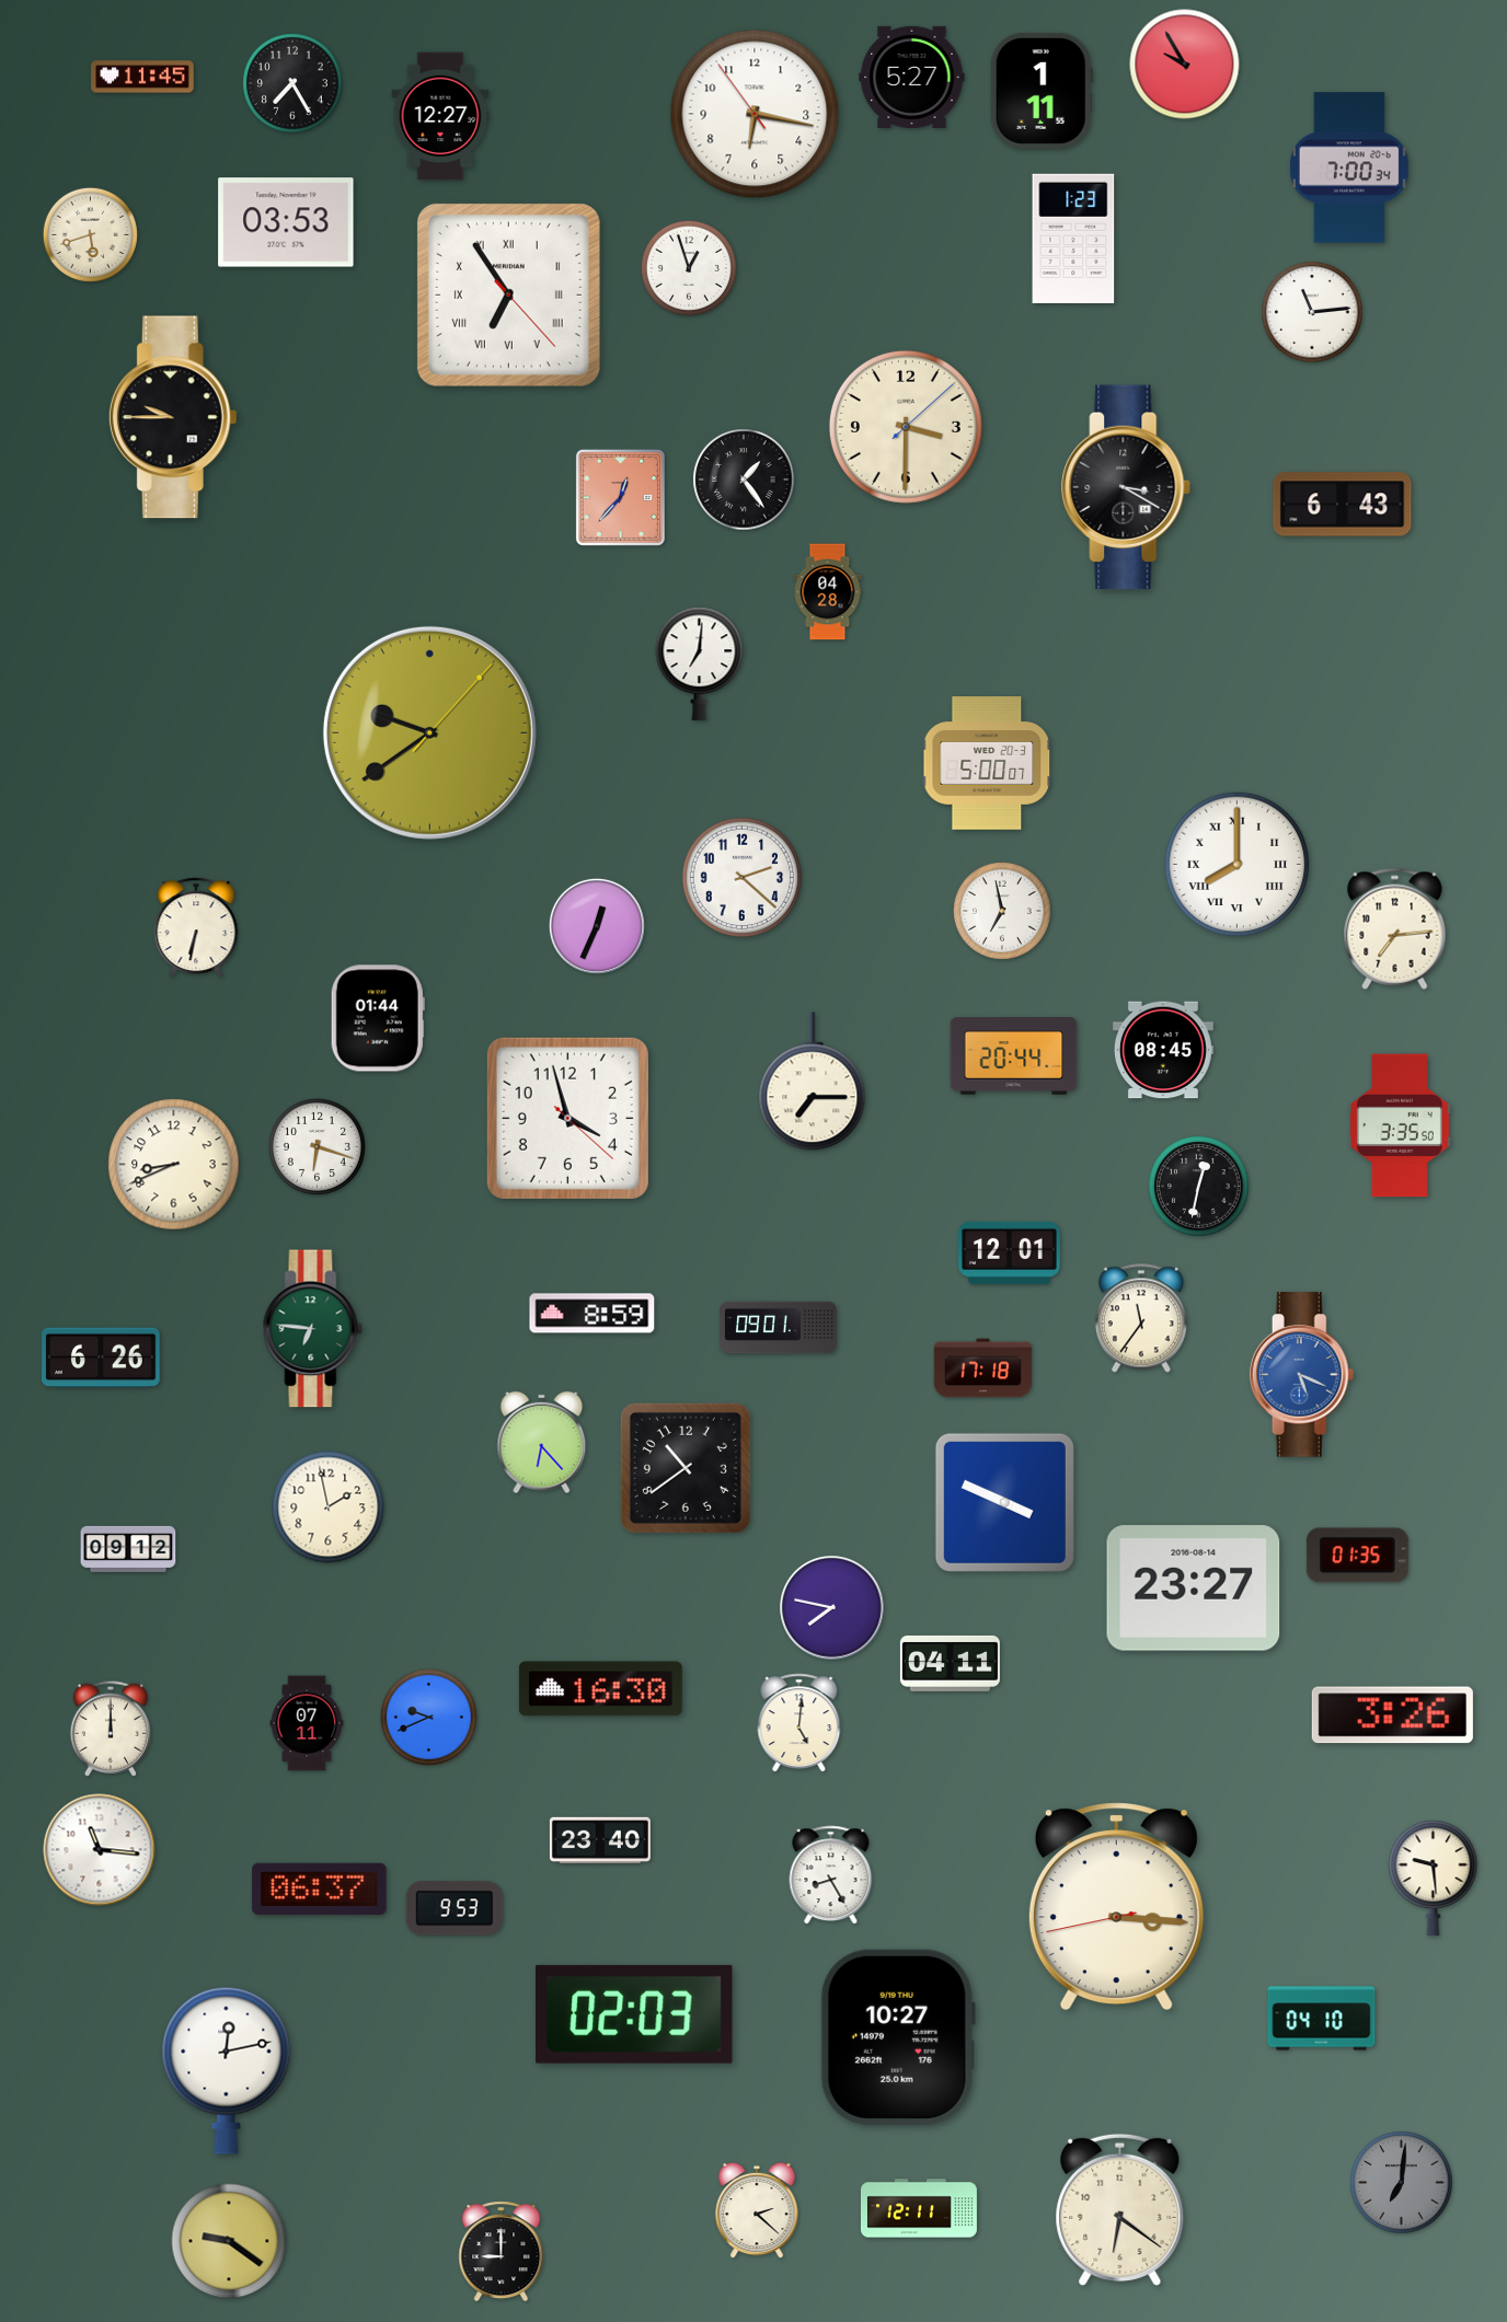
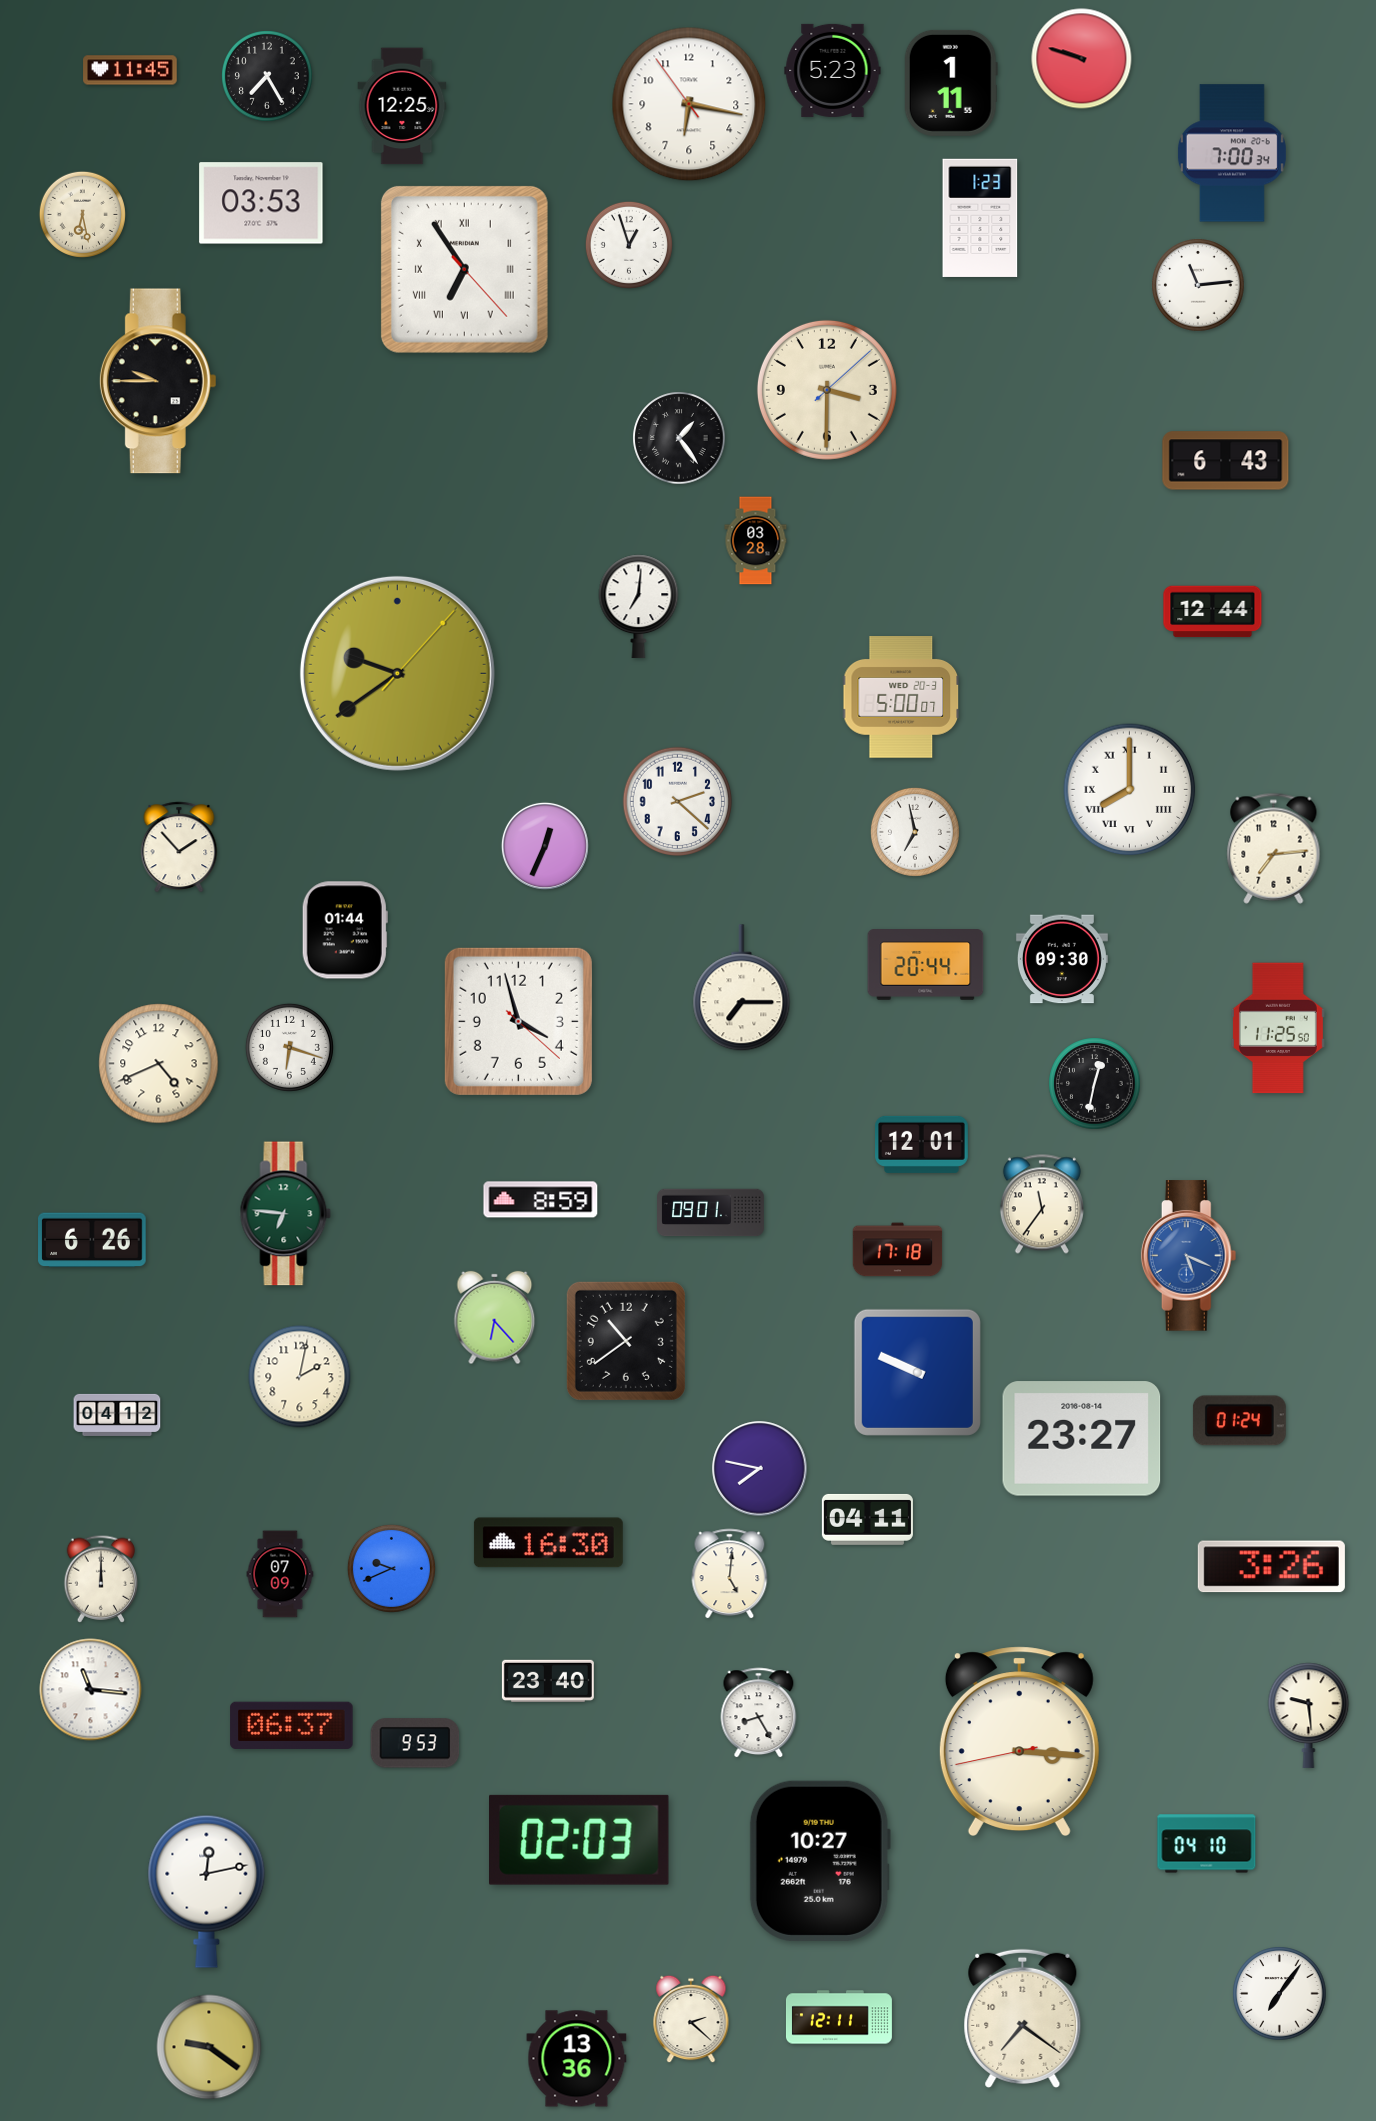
clock at (1185, 65): 9:55 -> 9:48
clock at (912, 77): 5:27 -> 5:23
clock at (440, 116): 12:27 -> 12:25
clock at (90, 234): 5:42 -> 6:28
clock at (1127, 487): 3:20 -> none
clock at (620, 497): 12:37 -> none
clock at (828, 592): 04:28 -> 03:28
clock at (1213, 612): none -> 12:44
clock at (429, 732) position: (429, 732) -> (397, 673)
clock at (196, 927): 6:32 -> 1:53
clock at (1163, 1050): 08:45 -> 09:30
clock at (1400, 1125): 3:35 -> 11:25
clock at (174, 1165): 8:41 -> 4:41
clock at (1004, 1502): 3:49 -> 9:49
clock at (329, 1507): 1:58 -> 2:02
clock at (128, 1549): 09:12 -> 04:12
clock at (1357, 1556): 01:35 -> 01:24
clock at (1194, 1589) position: (1194, 1589) -> (1082, 1439)
clock at (307, 1723): 07:11 -> 07:09
clock at (1402, 2183): 7:01 -> 7:06
clock at (1402, 2183) dial: grey -> white
clock at (1120, 2209): 6:21 -> 7:21
clock at (502, 2252): 9:00 -> none
clock at (577, 2059): none -> 13:36
